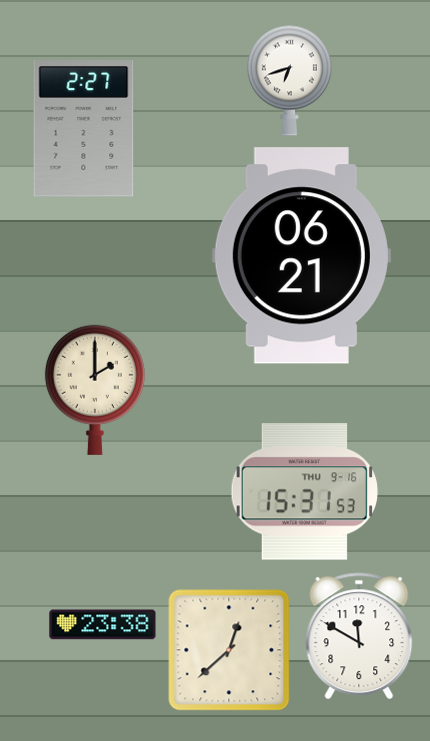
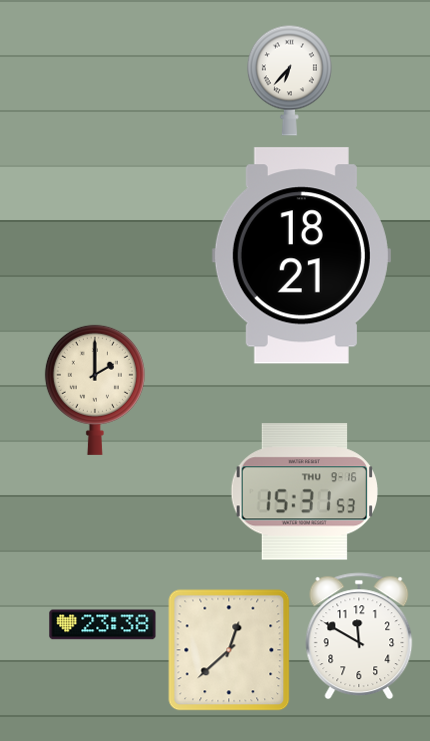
clock at (289, 80): 6:42 -> 6:37
clock at (84, 129): 2:27 -> none
clock at (301, 256): 06:21 -> 18:21
